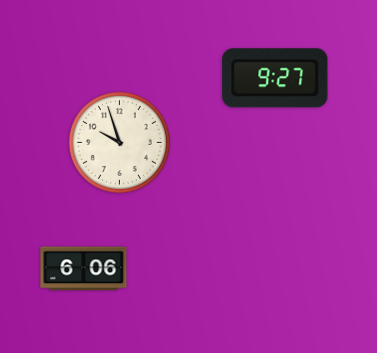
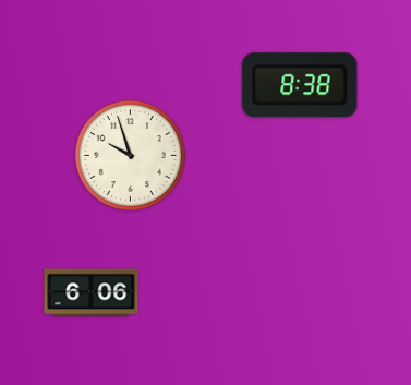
clock at (275, 78): 9:27 -> 8:38
